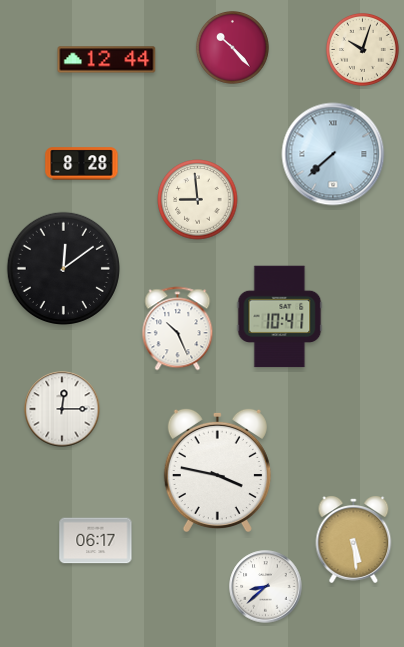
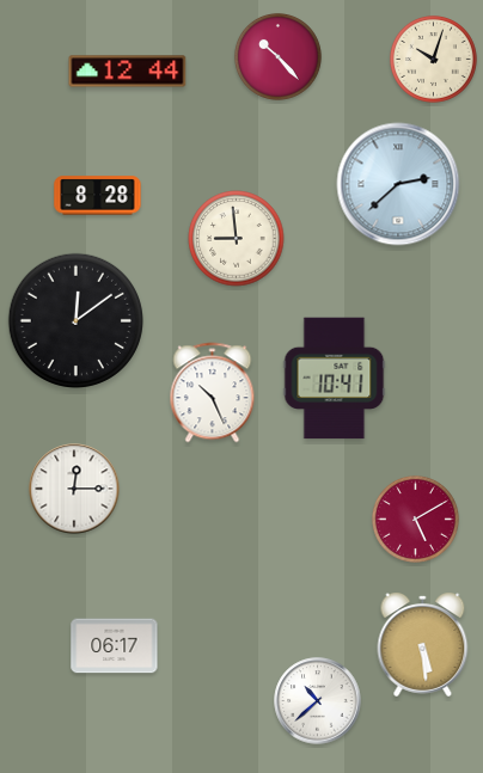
clock at (333, 154): 7:38 -> 2:38
clock at (415, 519): none -> 5:10
clock at (217, 470): 3:47 -> none
clock at (266, 587): 8:38 -> 10:38
